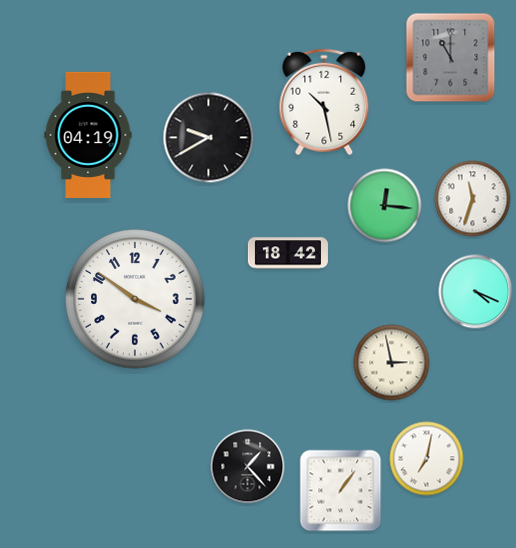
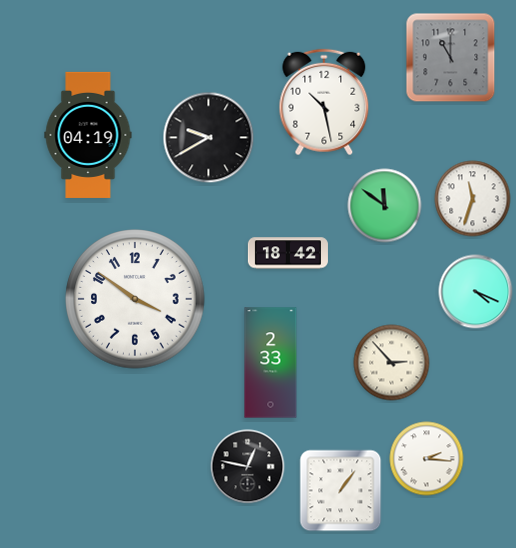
clock at (385, 206): 12:16 -> 11:51
clock at (271, 363): none -> 2:33
clock at (392, 363): 2:58 -> 2:53
clock at (427, 459): 7:02 -> 2:16
clock at (248, 467): 1:23 -> 12:47
